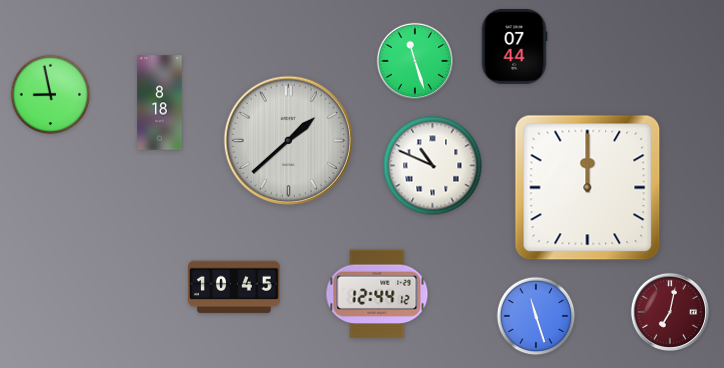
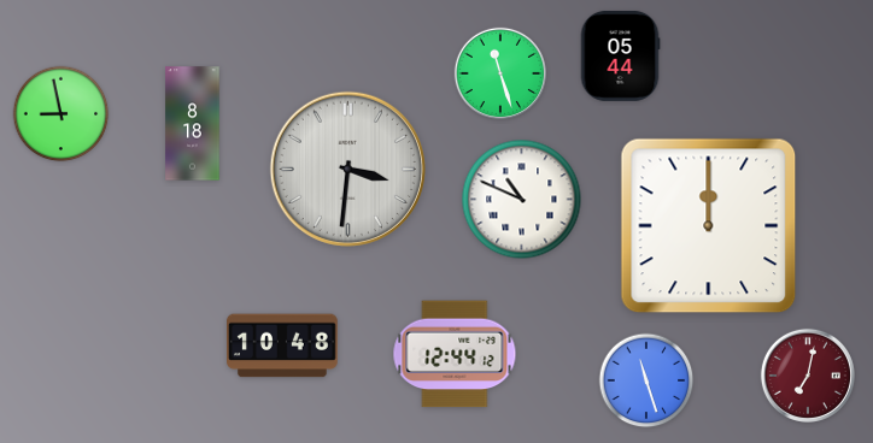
clock at (514, 46): 07:44 -> 05:44
clock at (288, 140): 1:38 -> 3:31
clock at (235, 287): 10:45 -> 10:48
